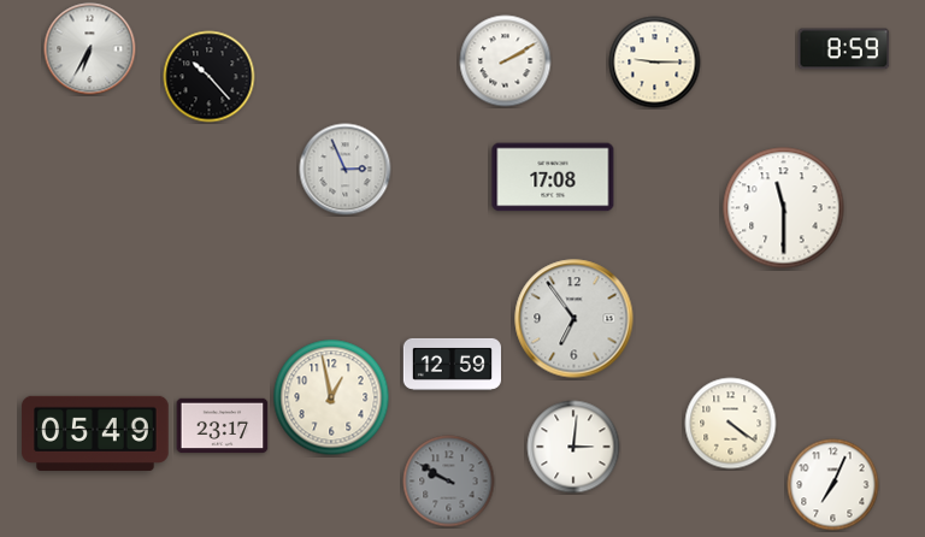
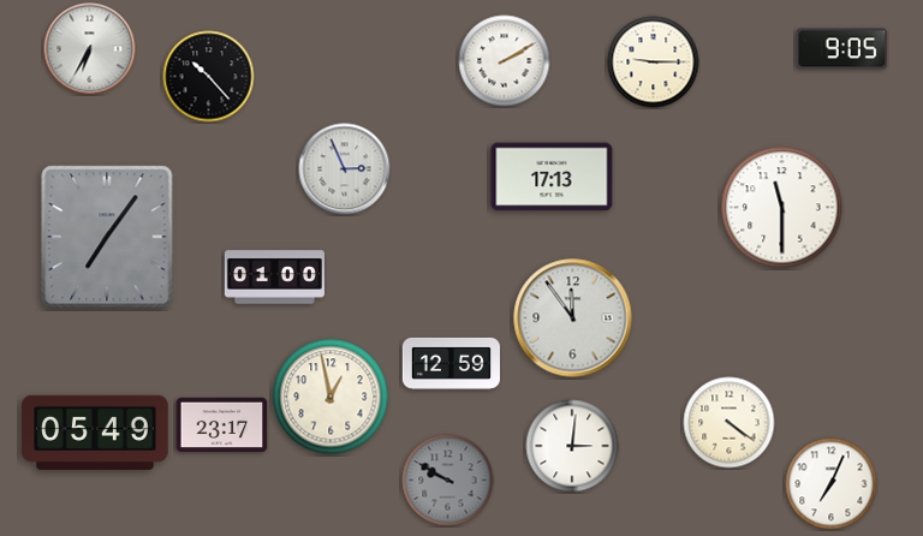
clock at (844, 49): 8:59 -> 9:05
clock at (553, 177): 17:08 -> 17:13
clock at (107, 237): none -> 7:06
clock at (274, 278): none -> 01:00
clock at (575, 319): 6:54 -> 11:54
